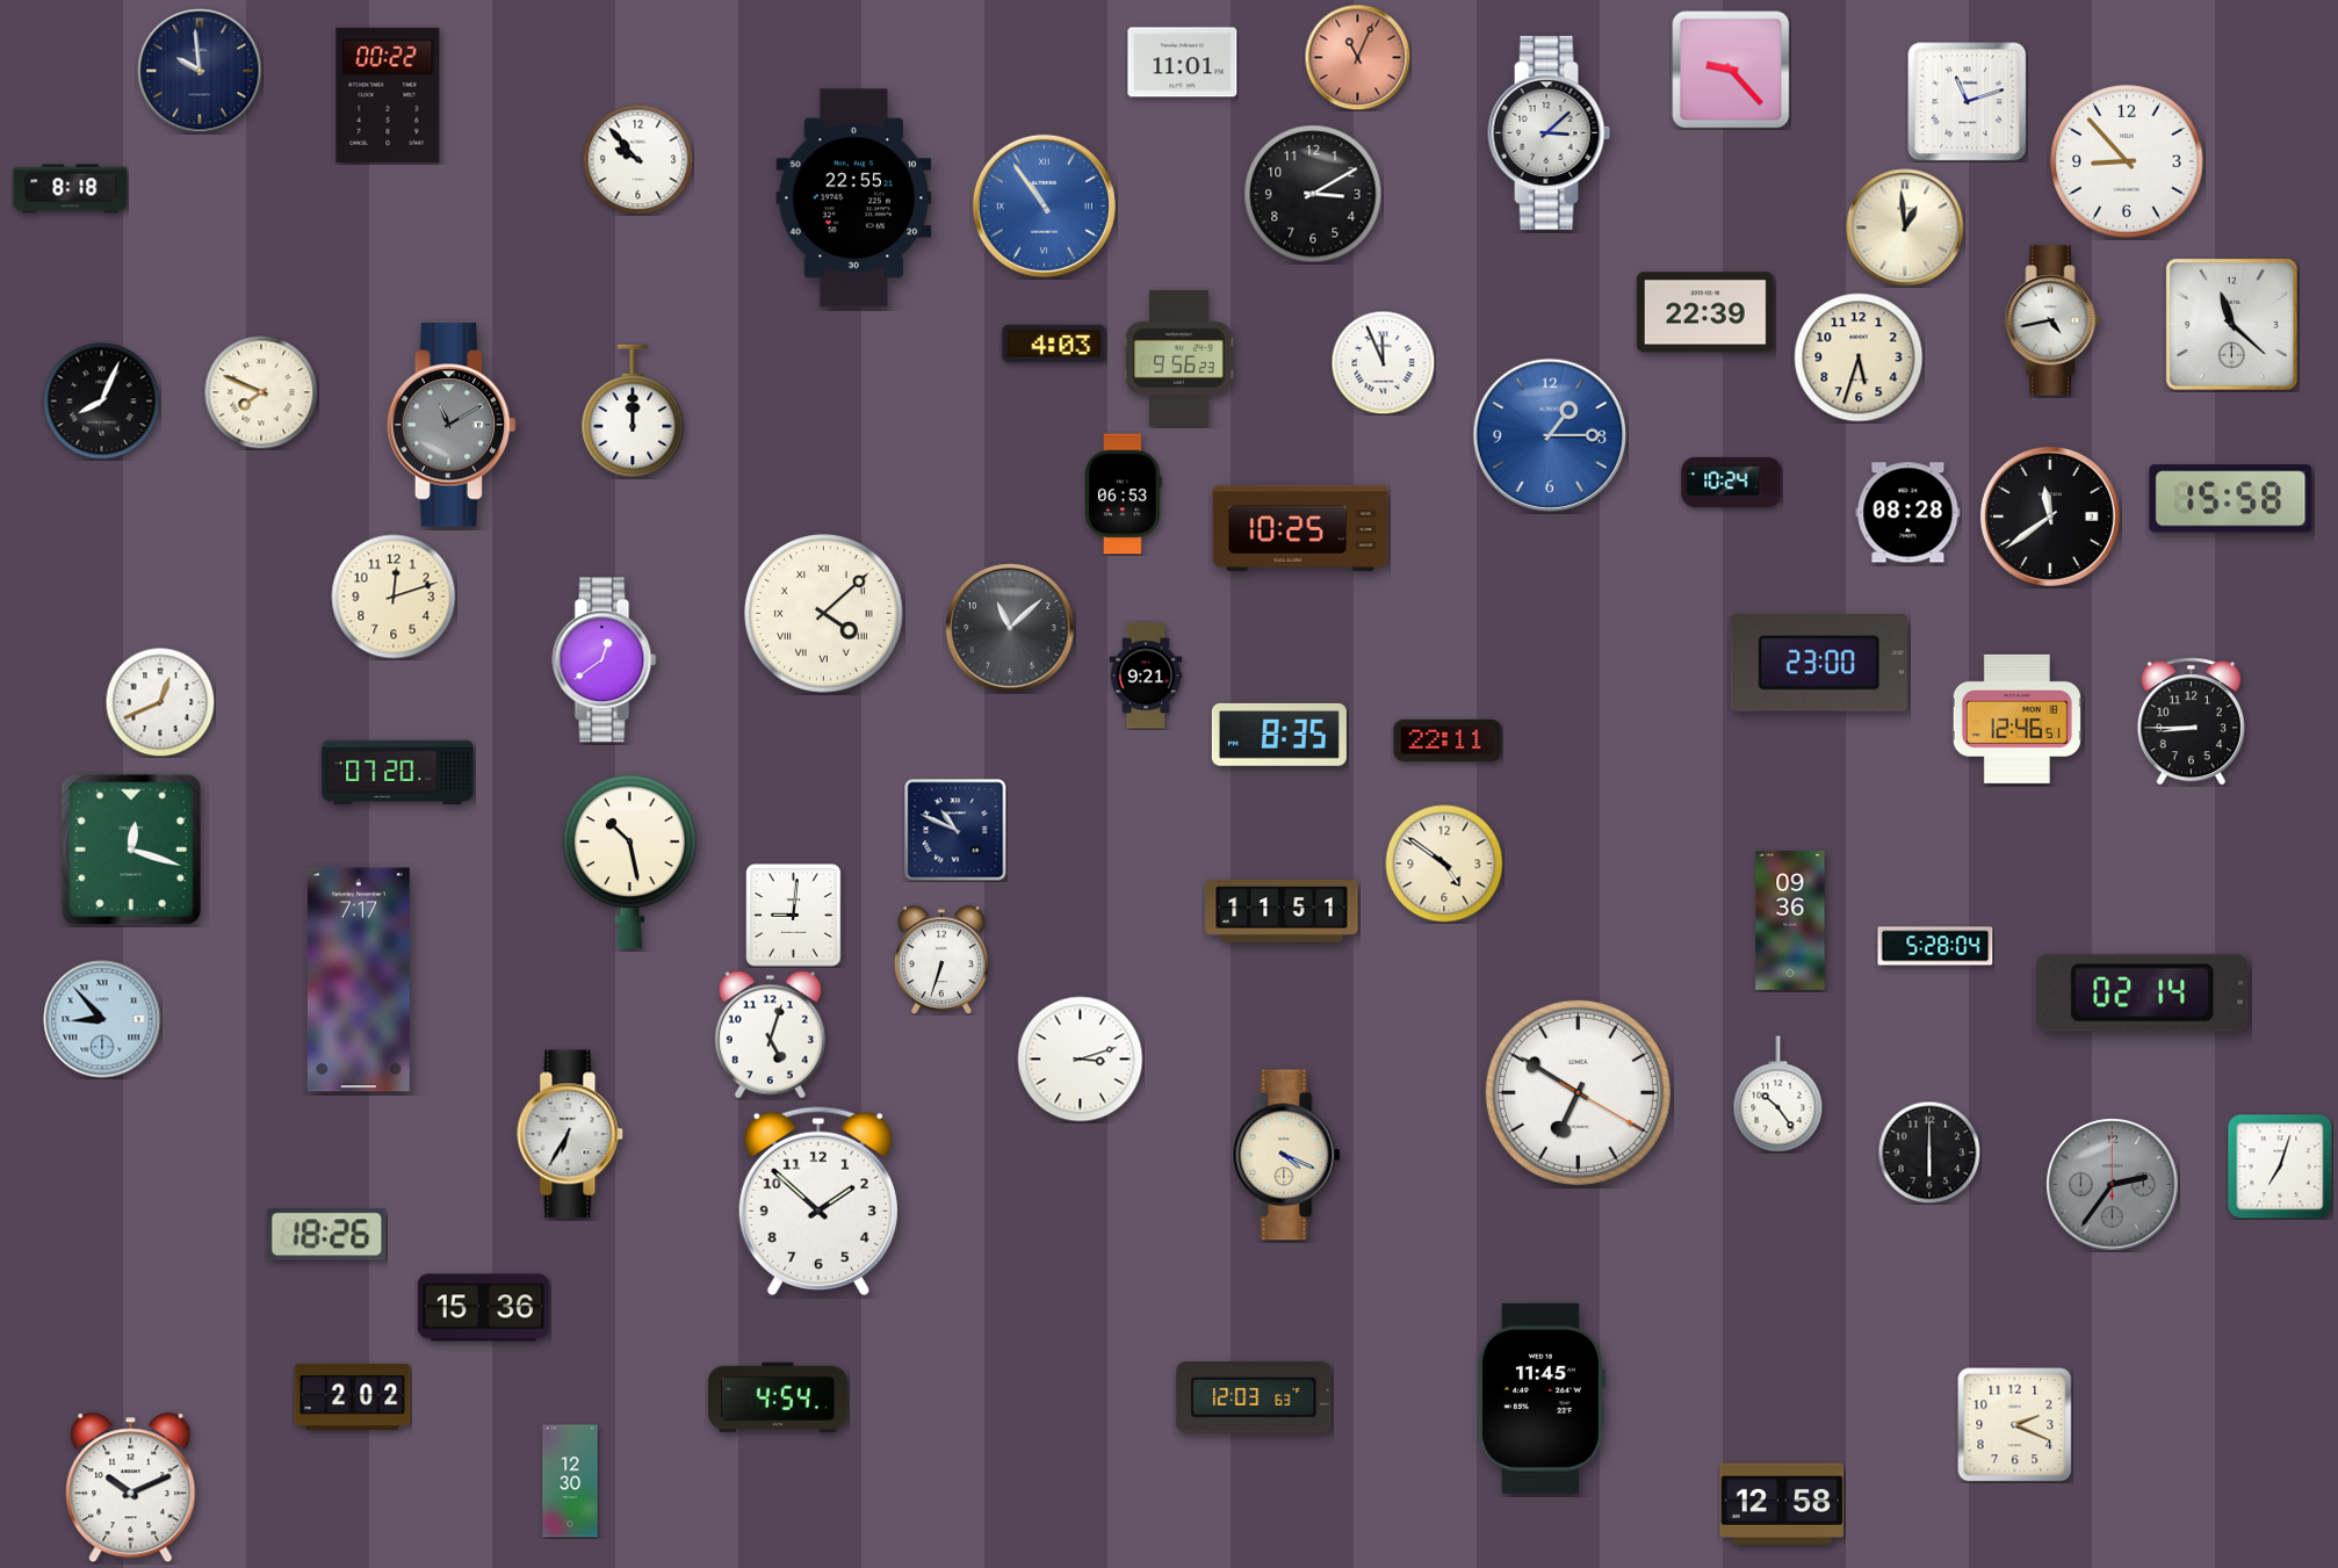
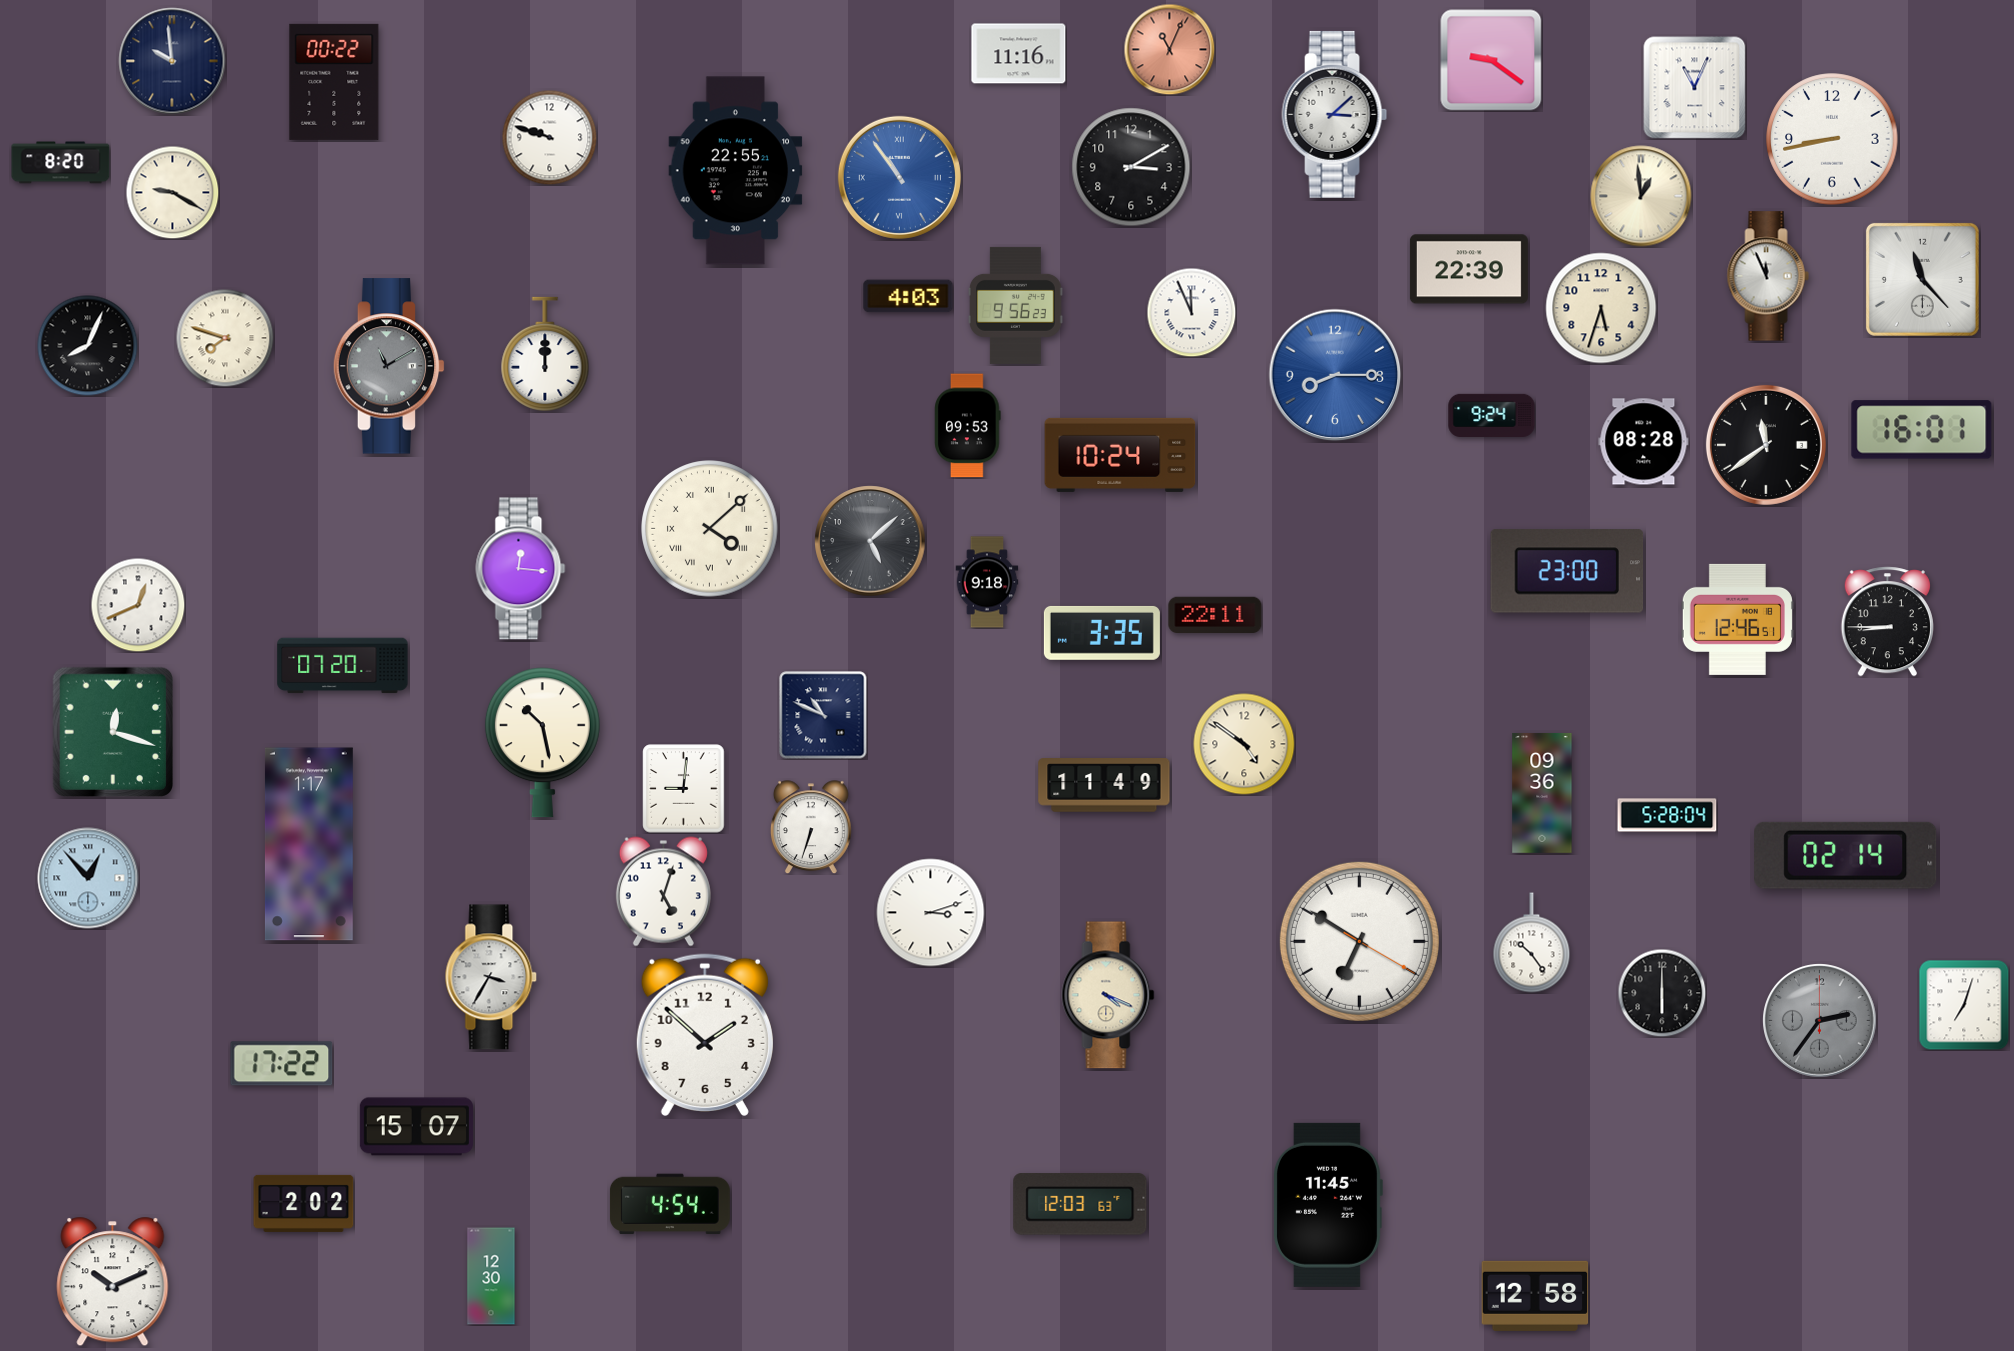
clock at (1183, 63): 11:01 -> 11:16
clock at (1731, 70): 9:23 -> 9:21
clock at (1968, 102): 11:12 -> 11:04
clock at (637, 159): 9:53 -> 9:48
clock at (2127, 161): 8:53 -> 8:43
clock at (71, 189): 8:18 -> 8:20
clock at (172, 192): none -> 9:20
clock at (2052, 320): 4:43 -> 11:56
clock at (2231, 324): 11:22 -> 11:23
clock at (1178, 357) position: (1178, 357) -> (1015, 305)
clock at (261, 392): 7:49 -> 7:48
clock at (1550, 435): 1:15 -> 8:15
clock at (1732, 482): 10:24 -> 9:24
clock at (1124, 494): 06:53 -> 09:53
clock at (2231, 499): 15:58 -> 16:01
clock at (1300, 528): 10:25 -> 10:24
clock at (394, 597): 12:12 -> none
clock at (1010, 628): 11:08 -> 5:08
clock at (605, 660): 12:39 -> 12:16
clock at (1146, 675): 9:21 -> 9:18
clock at (1279, 735): 8:35 -> 3:35
clock at (1448, 740) position: (1448, 740) -> (1215, 615)
clock at (1282, 911): 11:51 -> 11:49
clock at (359, 980): 7:17 -> 1:17
clock at (102, 1019): 8:53 -> 12:53
clock at (570, 1134): 6:35 -> 3:35
clock at (327, 1235): 18:26 -> 17:22
clock at (483, 1308): 15:36 -> 15:07
clock at (2014, 1424): 2:19 -> none
